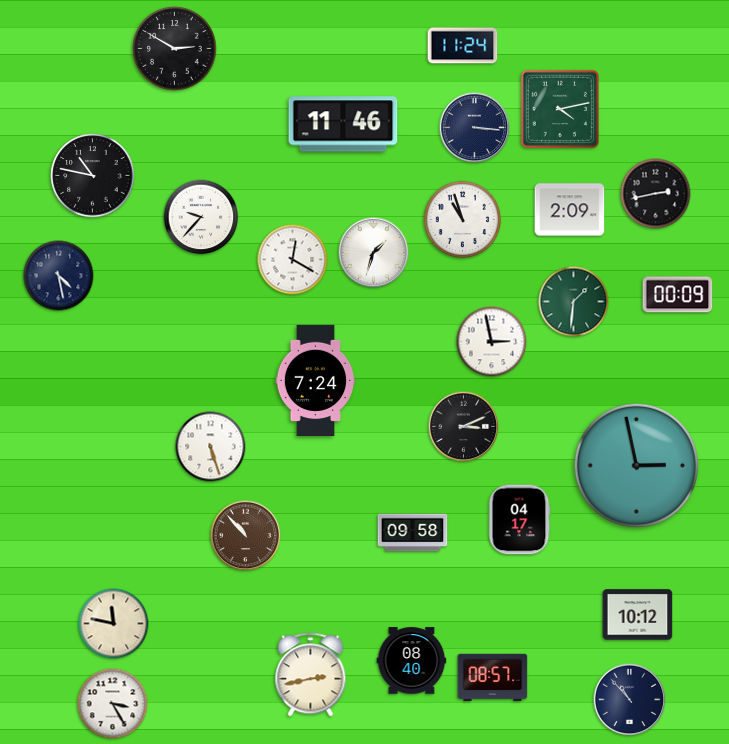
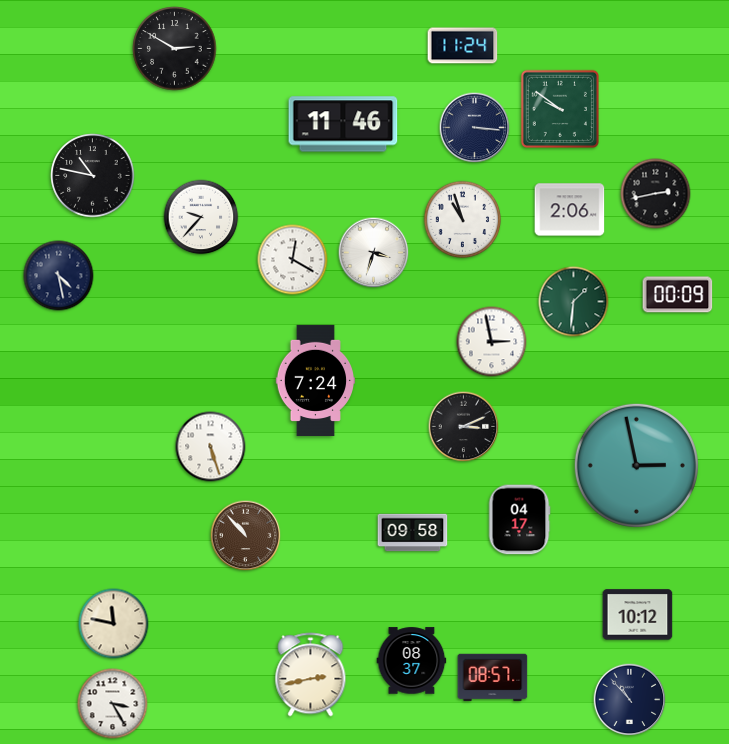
clock at (560, 109): 4:13 -> 9:51
clock at (570, 210): 2:09 -> 2:06
clock at (374, 253): 1:33 -> 3:33
clock at (412, 661): 08:40 -> 08:37
